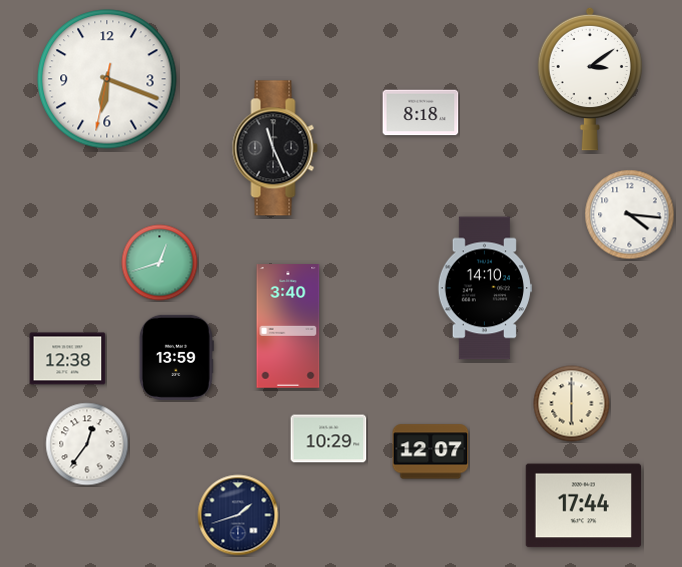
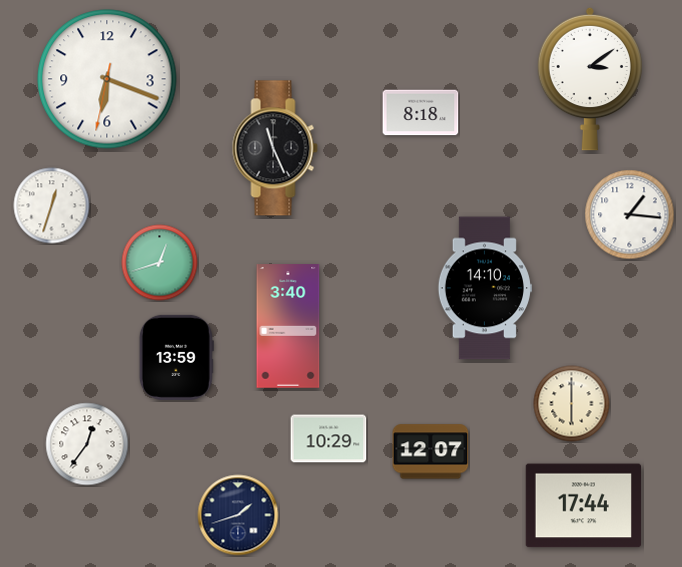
clock at (52, 206): none -> 12:33
clock at (630, 215): 4:16 -> 1:16
clock at (68, 359): 12:38 -> none
